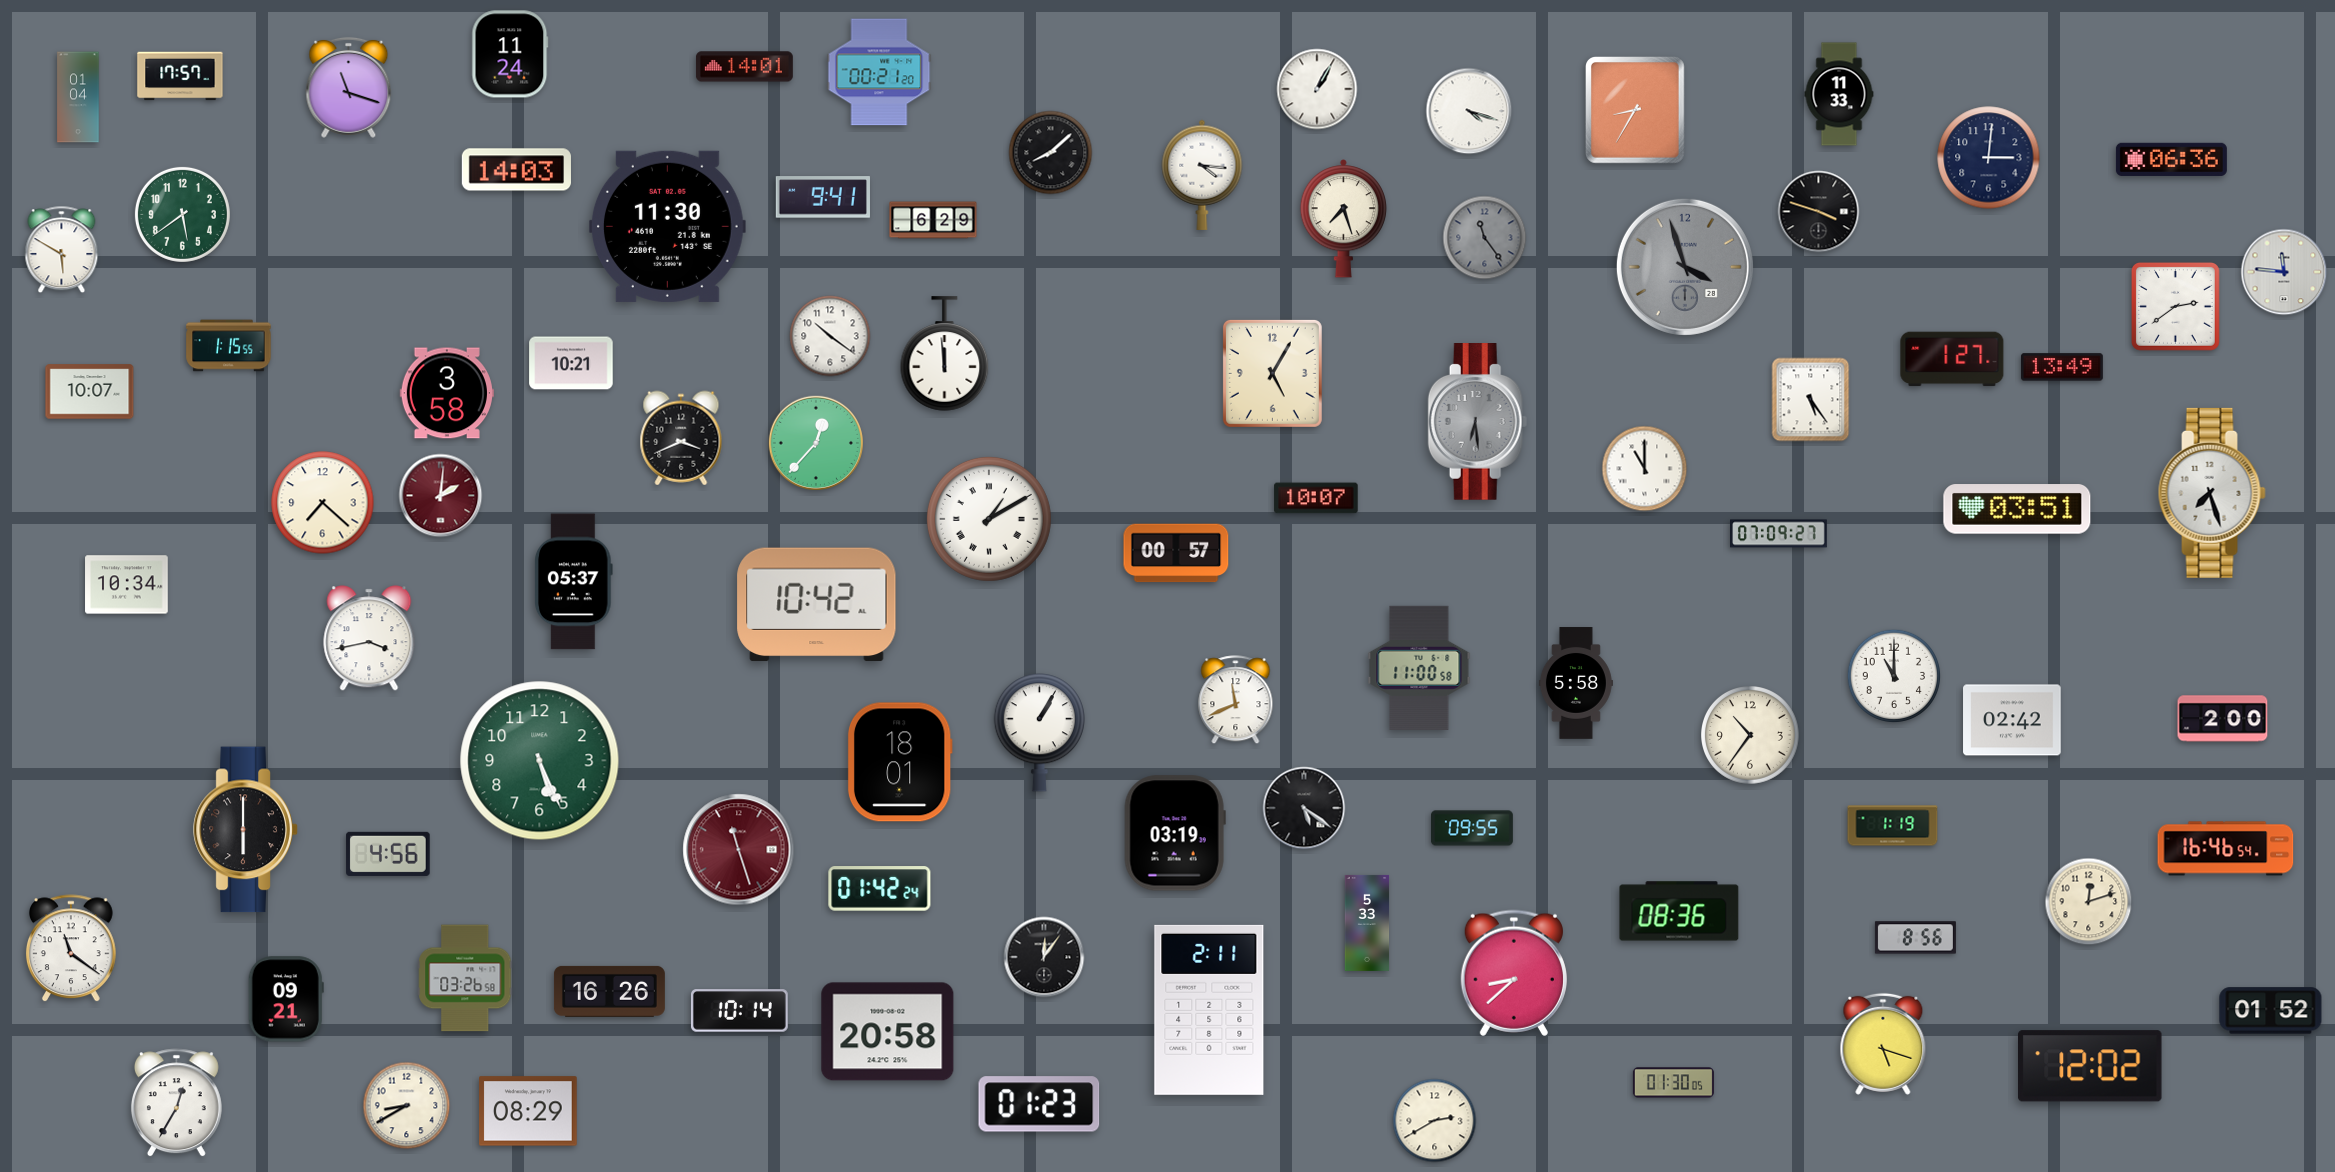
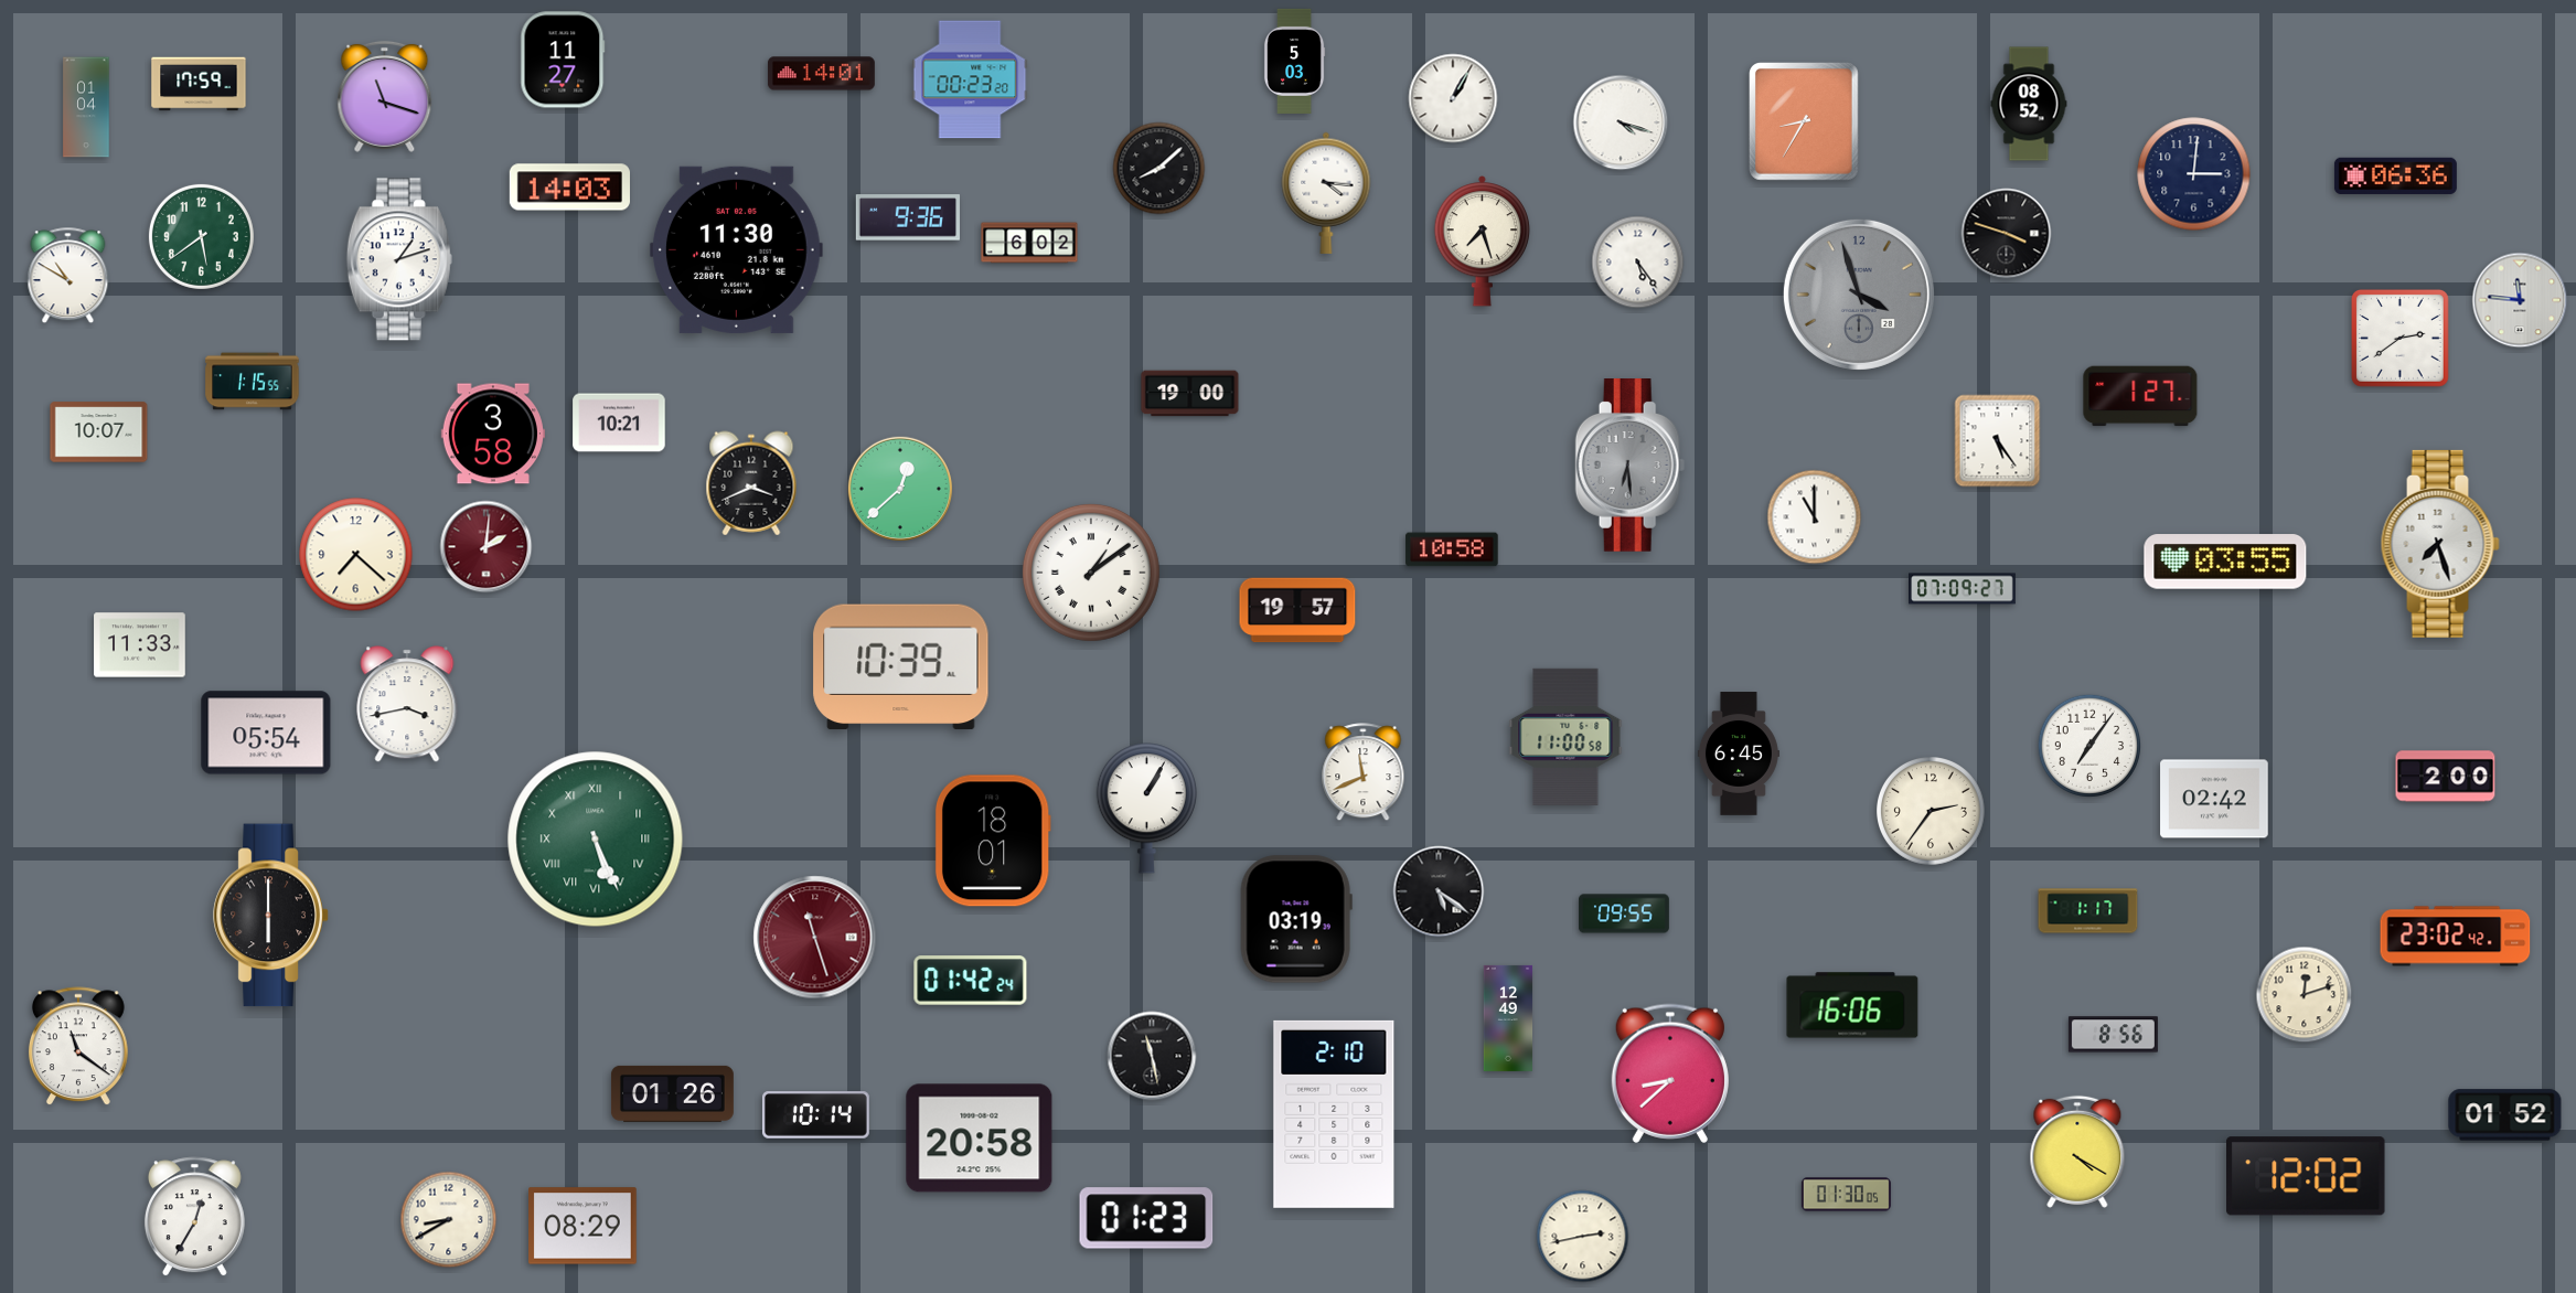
clock at (510, 54): 11:24 -> 11:27
clock at (1294, 61): none -> 5:03
clock at (879, 72): 00:21 -> 00:23
clock at (180, 76): 17:57 -> 17:59
clock at (1839, 94): 11:33 -> 08:52
clock at (823, 197): 9:41 -> 9:36
clock at (933, 220): 6:29 -> 6:02
clock at (399, 259): none -> 1:12
clock at (1485, 238): 11:24 -> 5:24
clock at (1485, 238) dial: grey -> white
clock at (62, 250): 5:50 -> 10:50
clock at (830, 336): 10:21 -> none
clock at (945, 354): 11:59 -> none
clock at (1190, 394): none -> 19:00
clock at (1952, 359) position: (1952, 359) -> (2140, 396)
clock at (571, 363) position: (571, 363) -> (619, 423)
clock at (2062, 367): 13:49 -> none
clock at (1272, 373): 5:05 -> none
clock at (815, 442): 12:37 -> 12:38
clock at (1316, 498): 10:07 -> 10:58
clock at (2017, 509): 03:51 -> 03:55
clock at (989, 519): 1:10 -> 1:09
clock at (1176, 553): 00:57 -> 19:57
clock at (574, 582): 05:37 -> none
clock at (127, 585): 10:34 -> 11:33
clock at (817, 605): 10:42 -> 10:39
clock at (266, 733): none -> 05:54
clock at (1893, 675): 11:00 -> 7:06
clock at (1576, 683): 5:58 -> 6:45
clock at (2223, 719) position: (2223, 719) -> (2446, 777)
clock at (2012, 720) position: (2012, 720) -> (2214, 799)
clock at (1751, 736): 10:36 -> 2:36
clock at (540, 761) numerals: Arabic -> Roman
clock at (1893, 826): 1:19 -> 1:17
clock at (2226, 849): 16:46 -> 23:02
clock at (388, 854): 4:56 -> none
clock at (1679, 911): 08:36 -> 16:06
clock at (1367, 923): 5:33 -> 12:49
clock at (1044, 957): 12:06 -> 11:28
clock at (465, 978): 03:26 -> none
clock at (609, 991): 16:26 -> 01:26
clock at (286, 999): 09:21 -> none
clock at (1209, 1010): 2:11 -> 2:10
clock at (1883, 1044): 5:18 -> 4:20
clock at (1435, 1121): 2:40 -> 2:43
